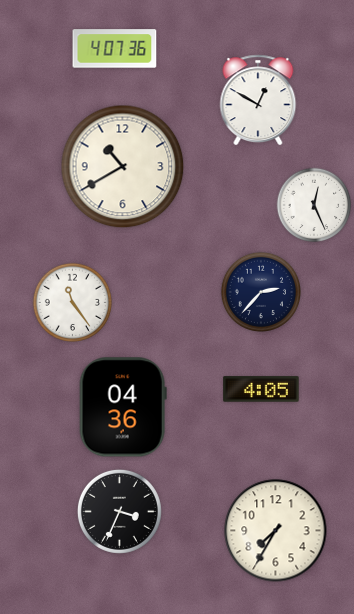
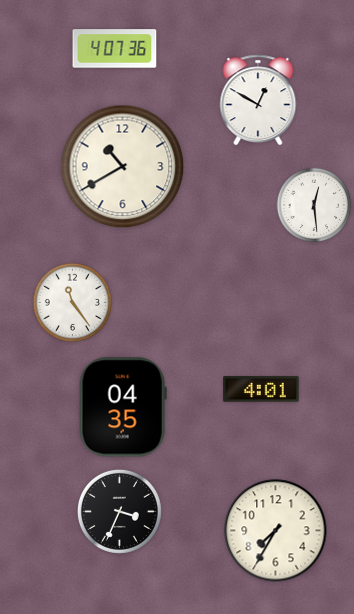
clock at (314, 205): 12:26 -> 12:29
clock at (261, 292): 2:37 -> none
clock at (261, 389): 4:05 -> 4:01
clock at (123, 407): 04:36 -> 04:35
